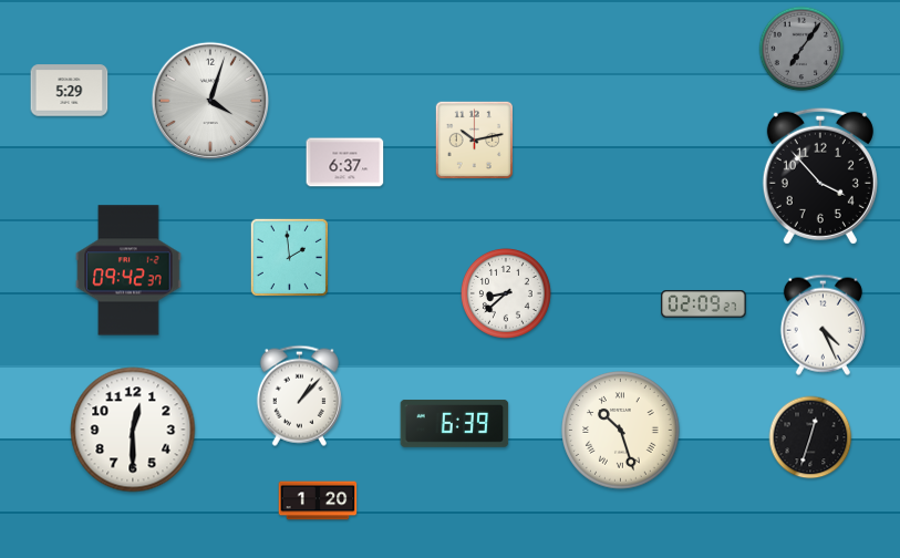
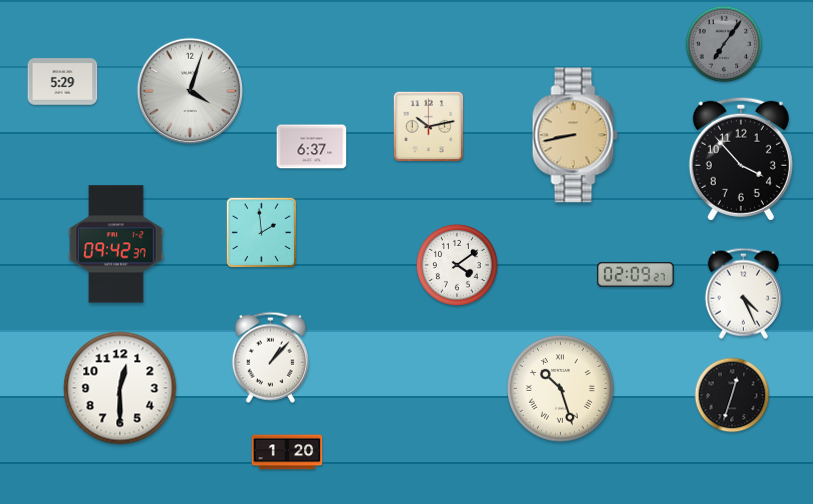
clock at (575, 135): none -> 8:43
clock at (506, 293): 8:38 -> 4:09
clock at (455, 423): 6:39 -> none
